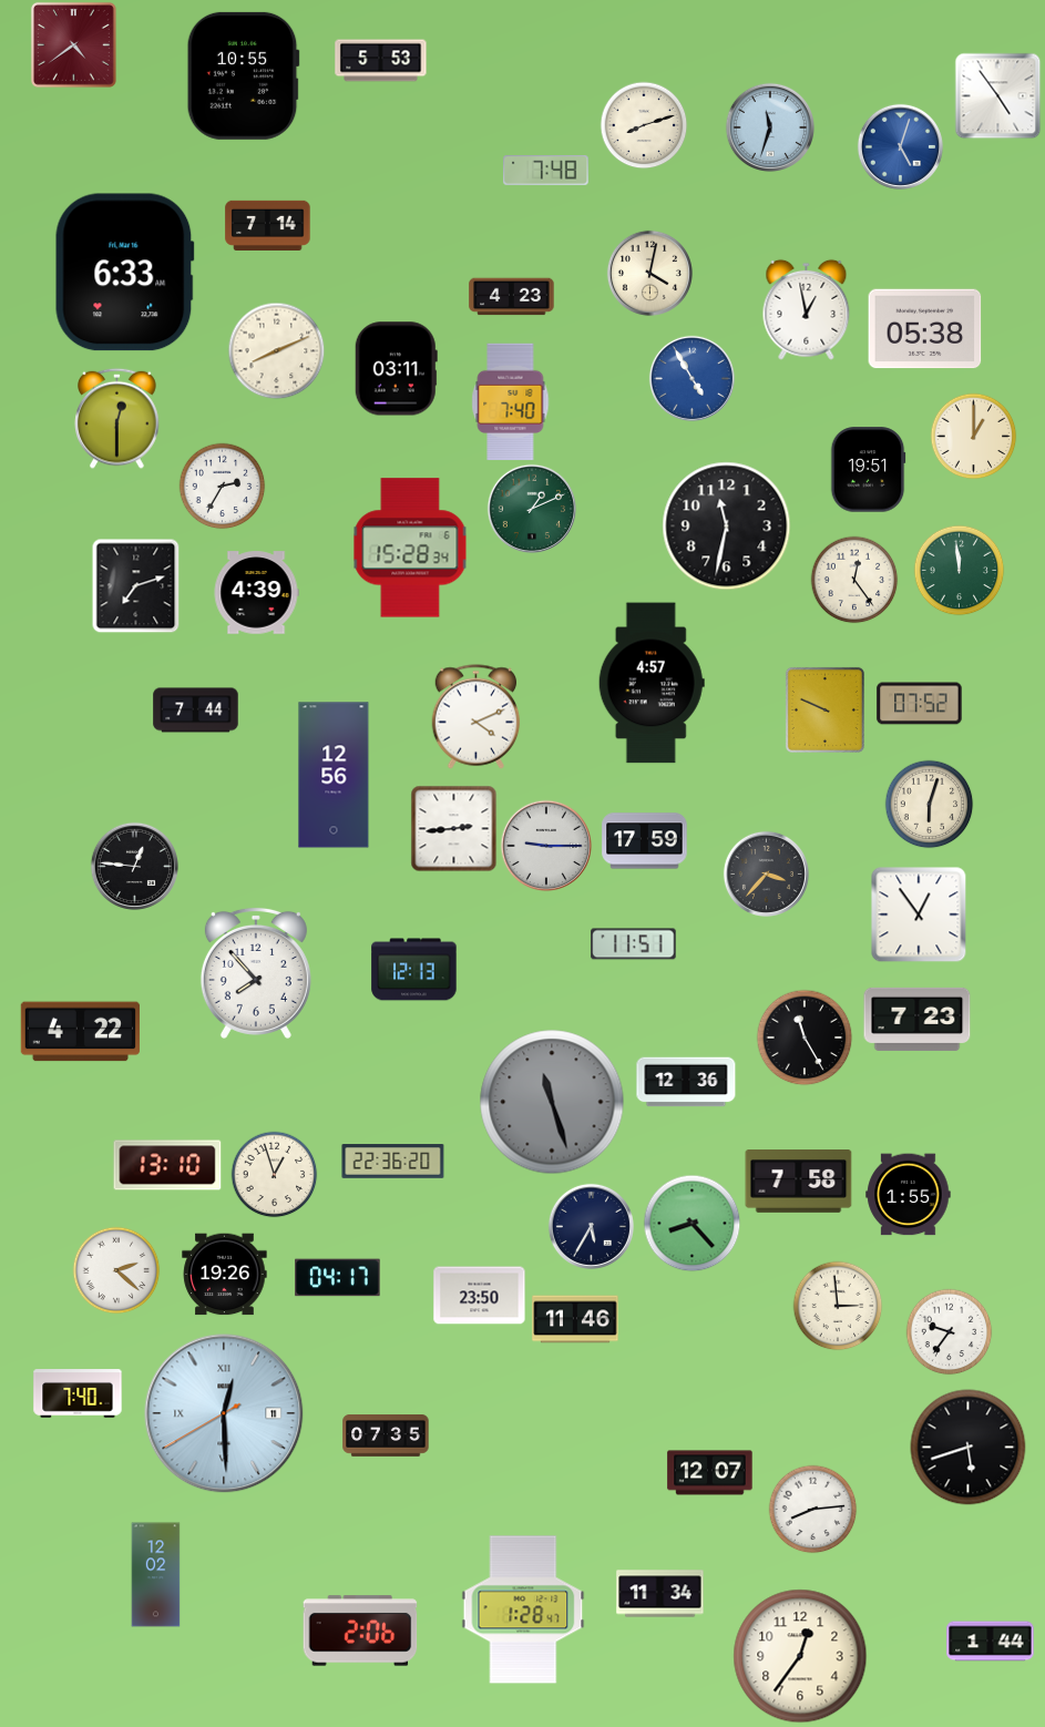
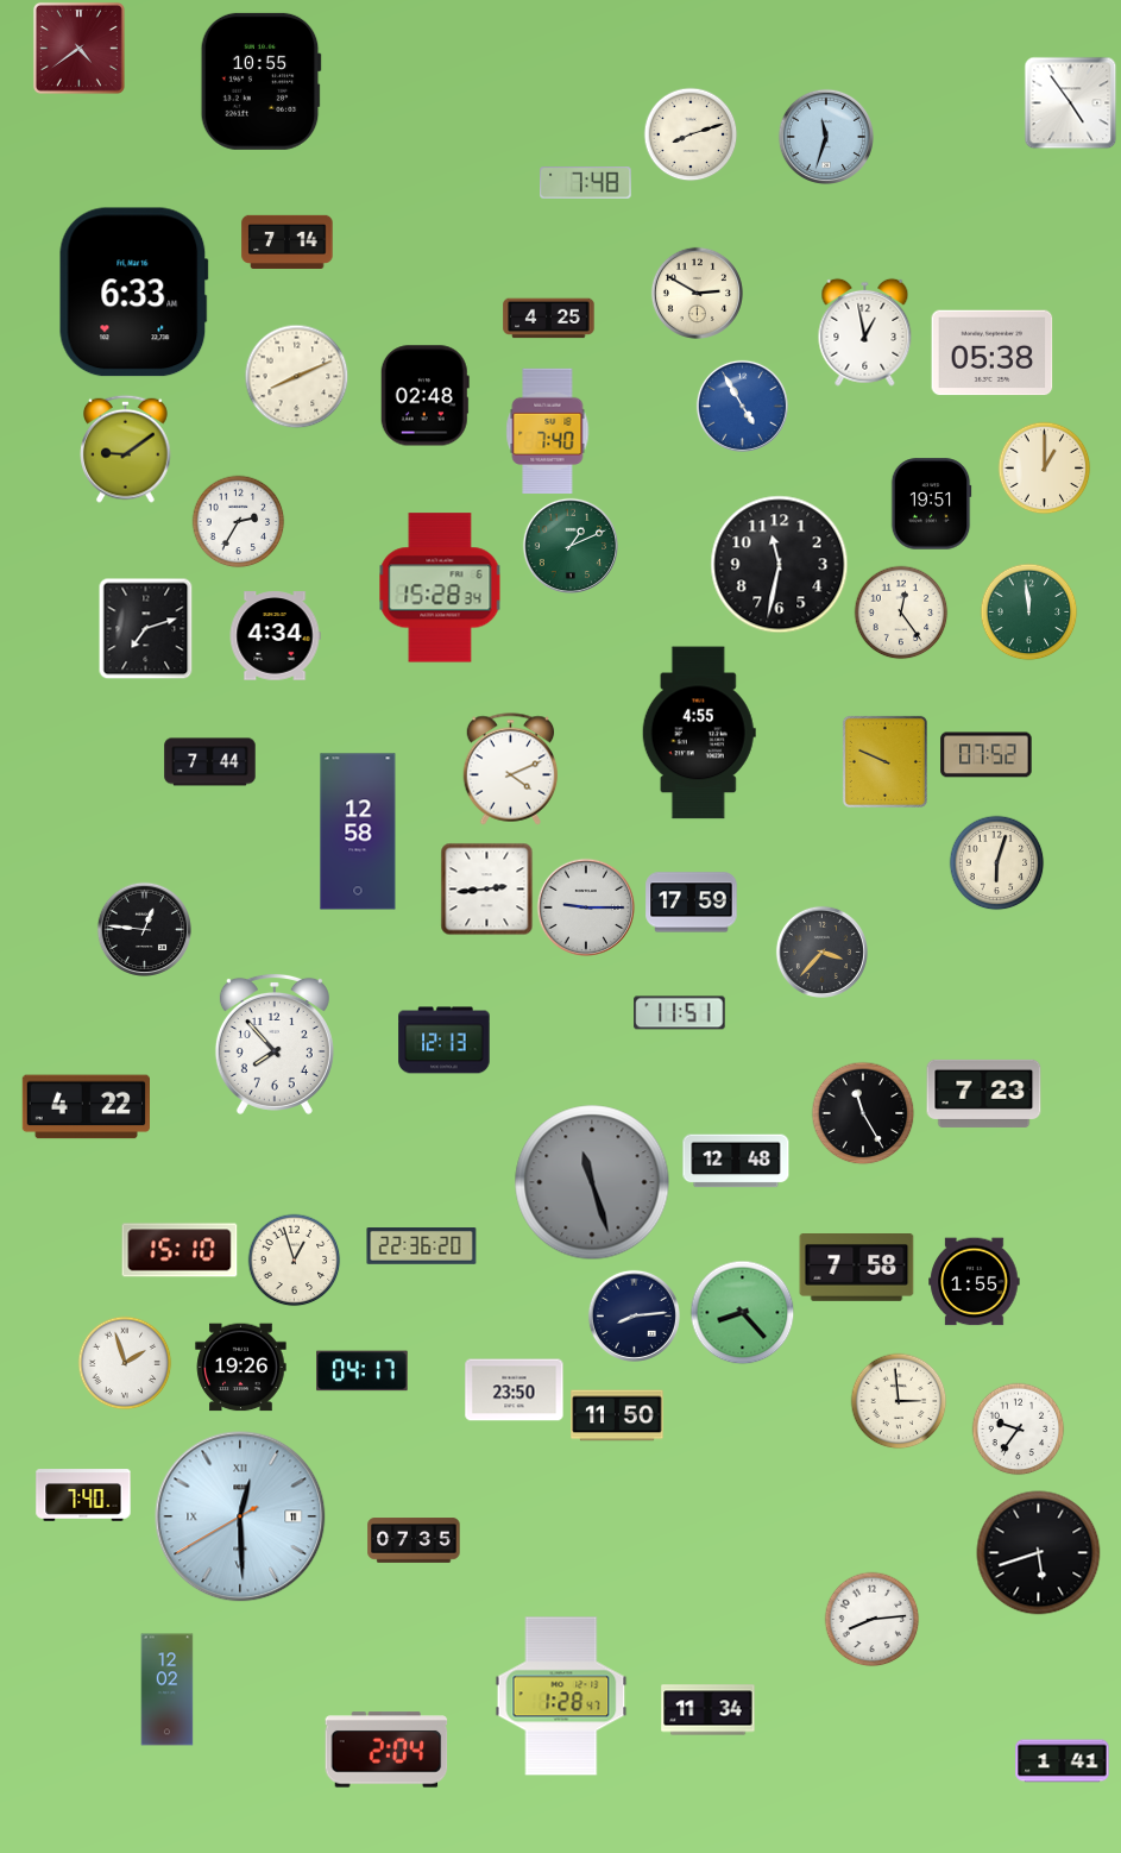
clock at (381, 61): 5:53 -> none
clock at (900, 146): 5:03 -> none
clock at (649, 273): 4:02 -> 2:50
clock at (512, 297): 4:23 -> 4:25
clock at (396, 369): 03:11 -> 02:48
clock at (117, 418): 12:30 -> 9:09
clock at (854, 580) position: (854, 580) -> (901, 613)
clock at (256, 593): 4:39 -> 4:34
clock at (652, 683): 4:57 -> 4:55
clock at (334, 775): 12:56 -> 12:58
clock at (766, 873) position: (766, 873) -> (821, 951)
clock at (919, 914): 12:54 -> none
clock at (686, 1082): 12:36 -> 12:48
clock at (167, 1165): 13:10 -> 15:10
clock at (591, 1226): 5:35 -> 8:14
clock at (116, 1270): 2:22 -> 1:57
clock at (575, 1319): 11:46 -> 11:50
clock at (710, 1473): 12:07 -> none
clock at (523, 1610) position: (523, 1610) -> (561, 1696)
clock at (360, 1631): 2:06 -> 2:04
clock at (991, 1642): 1:44 -> 1:41
clock at (800, 1656): 12:36 -> none
